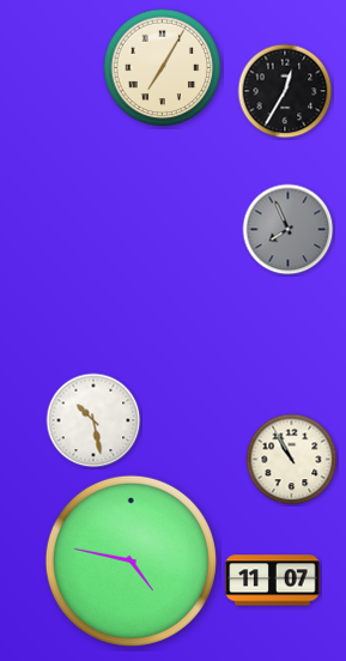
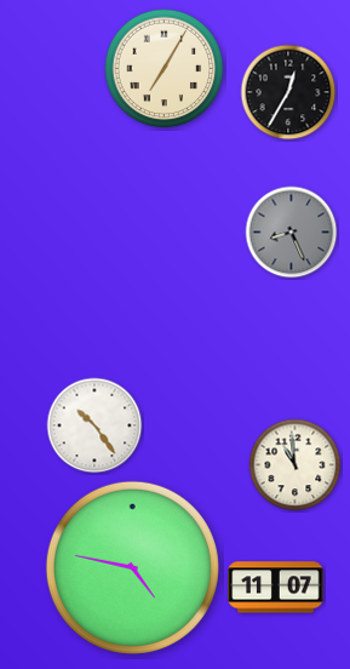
clock at (289, 230): 7:56 -> 8:26
clock at (93, 420): 10:28 -> 10:24
clock at (292, 460): 10:55 -> 10:59
